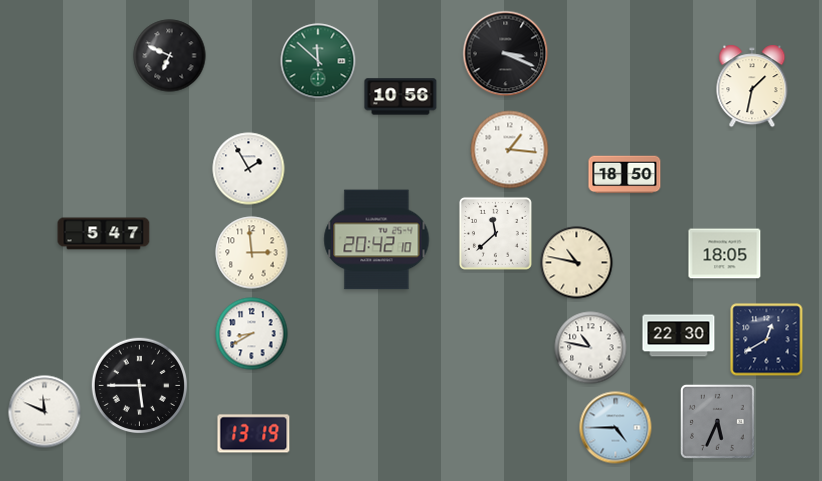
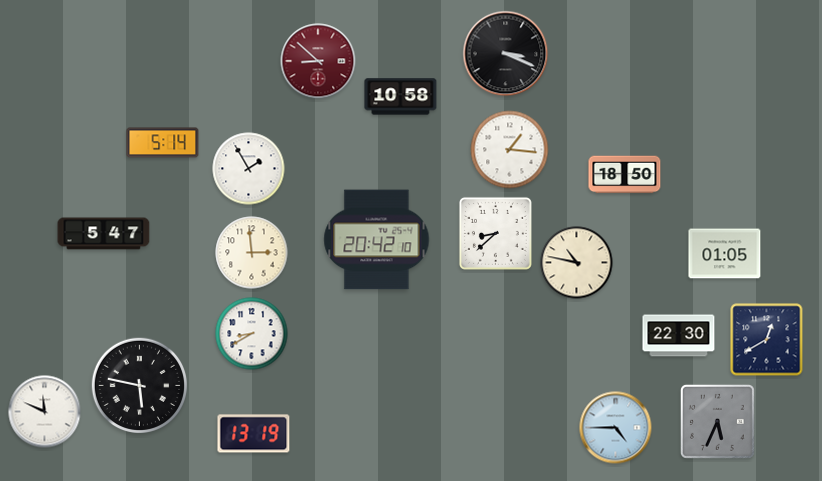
clock at (170, 56): 6:49 -> none
clock at (318, 61): 11:52 -> 8:52
clock at (318, 61) dial: green -> burgundy
clock at (752, 86): 1:32 -> none
clock at (401, 97): 10:56 -> 10:58
clock at (163, 143): none -> 5:14
clock at (495, 233): 11:38 -> 8:38
clock at (725, 254): 18:05 -> 01:05
clock at (591, 348): 10:47 -> none
clock at (139, 385): 5:45 -> 5:47
